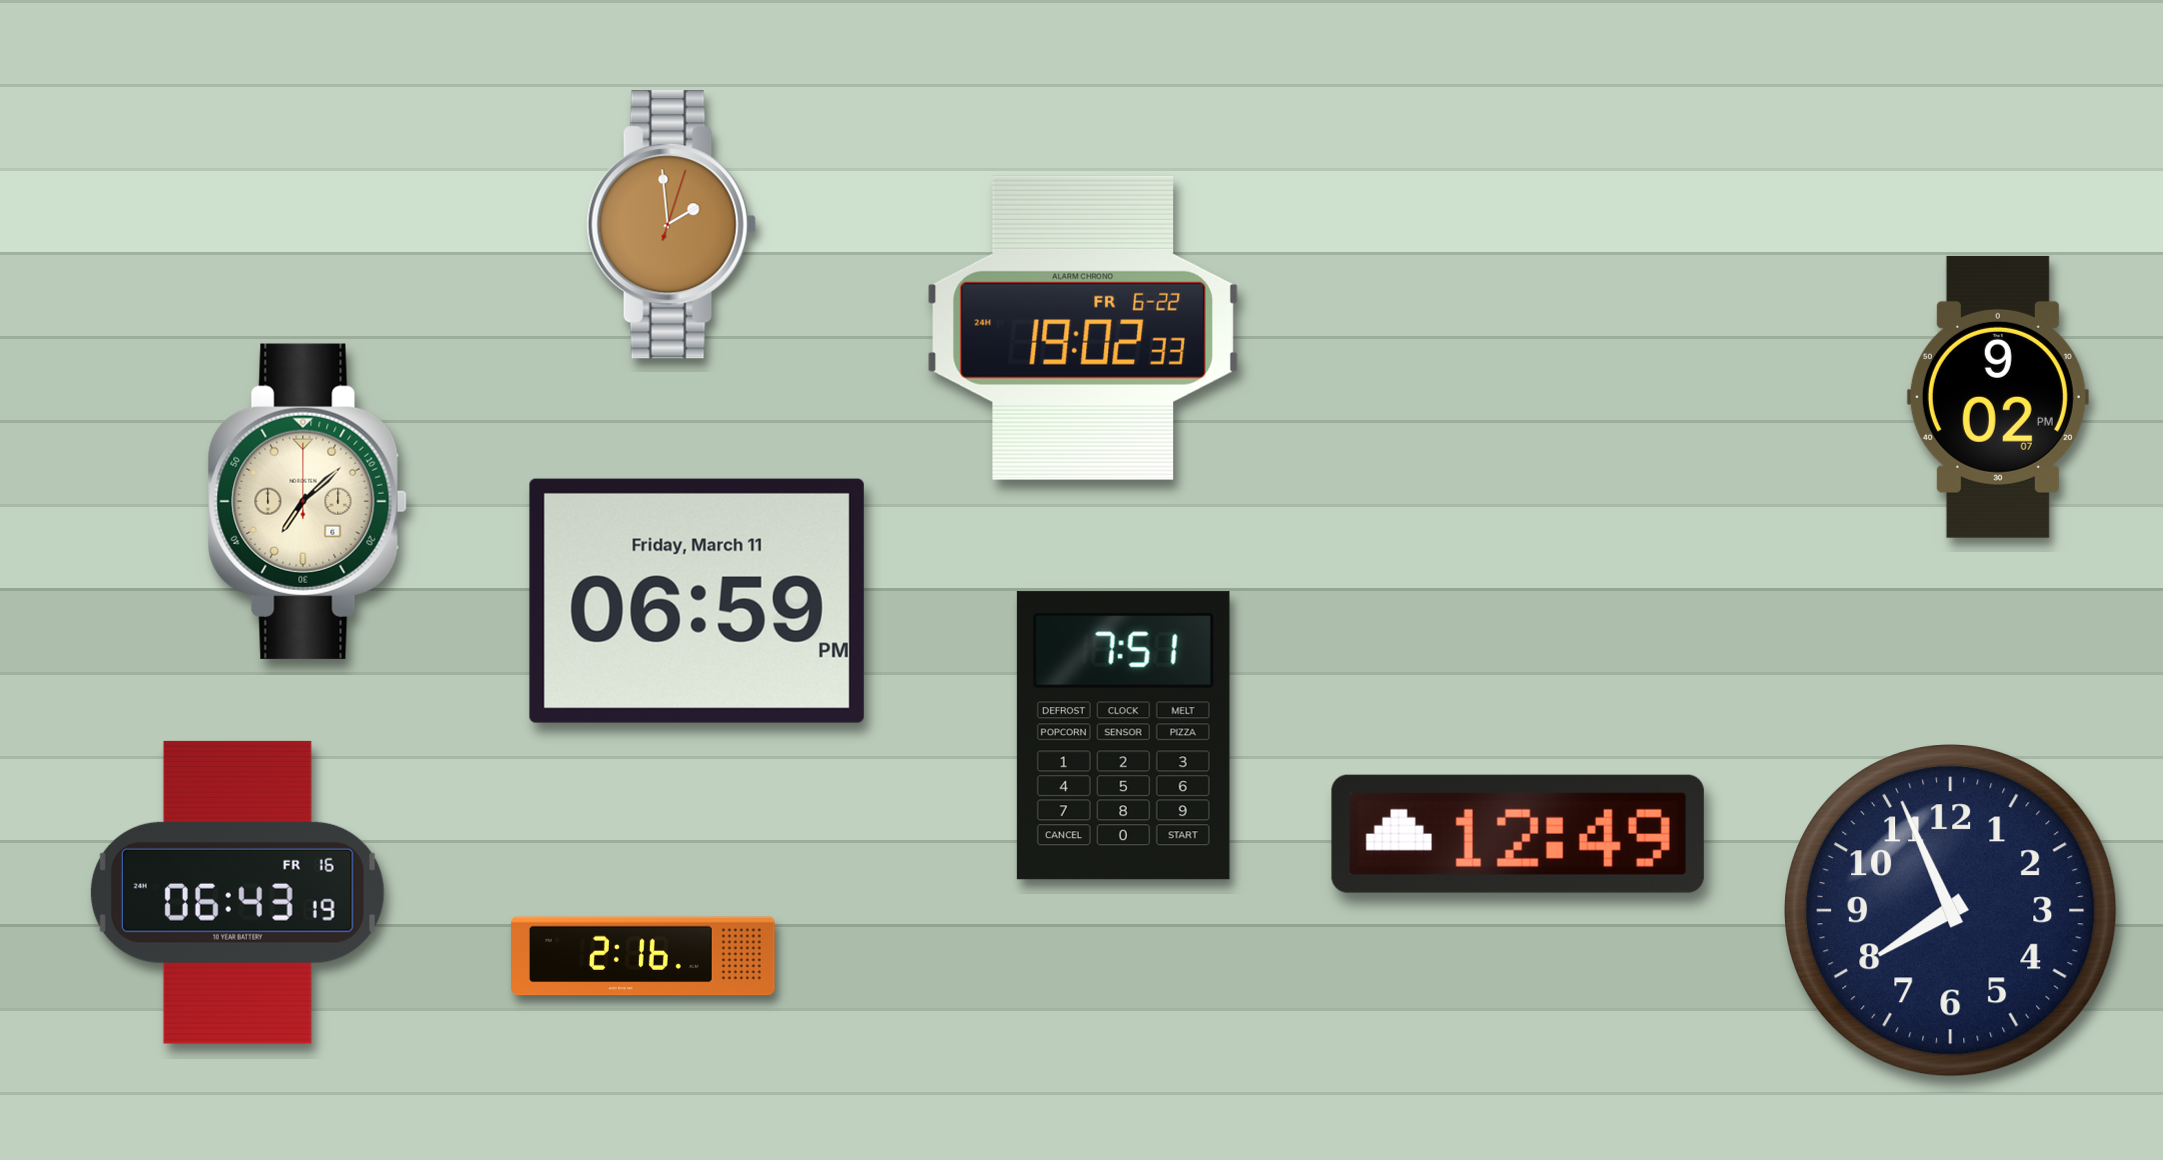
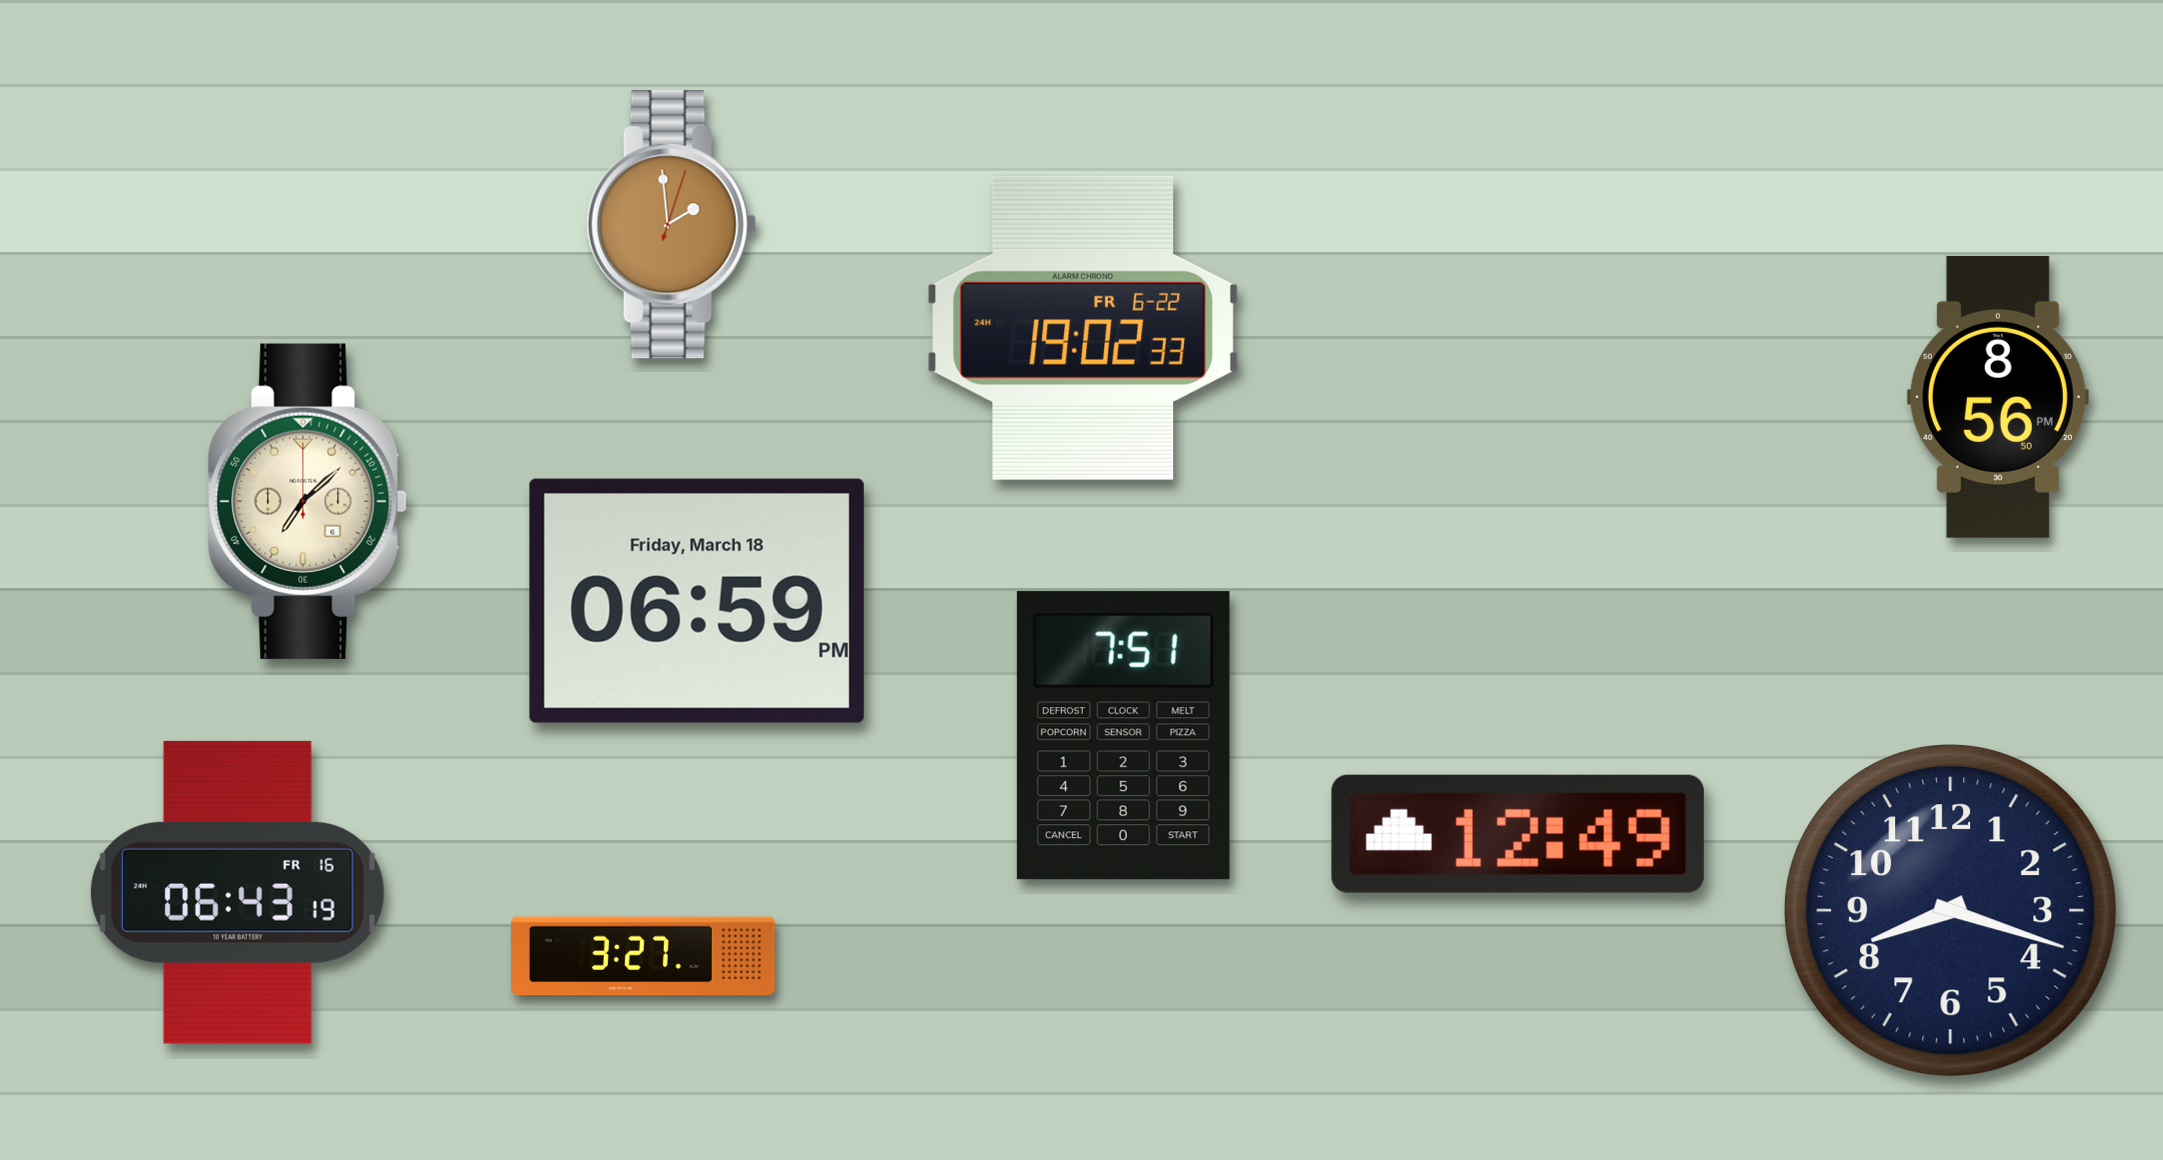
clock at (1998, 397): 9:02 -> 8:56
clock at (697, 601) date: Friday, March 11 -> Friday, March 18
clock at (1951, 911): 7:56 -> 8:18
clock at (644, 956): 2:16 -> 3:27
